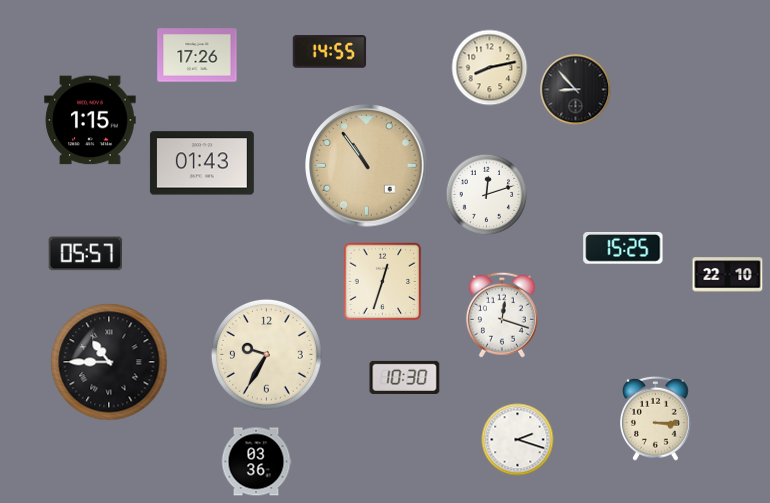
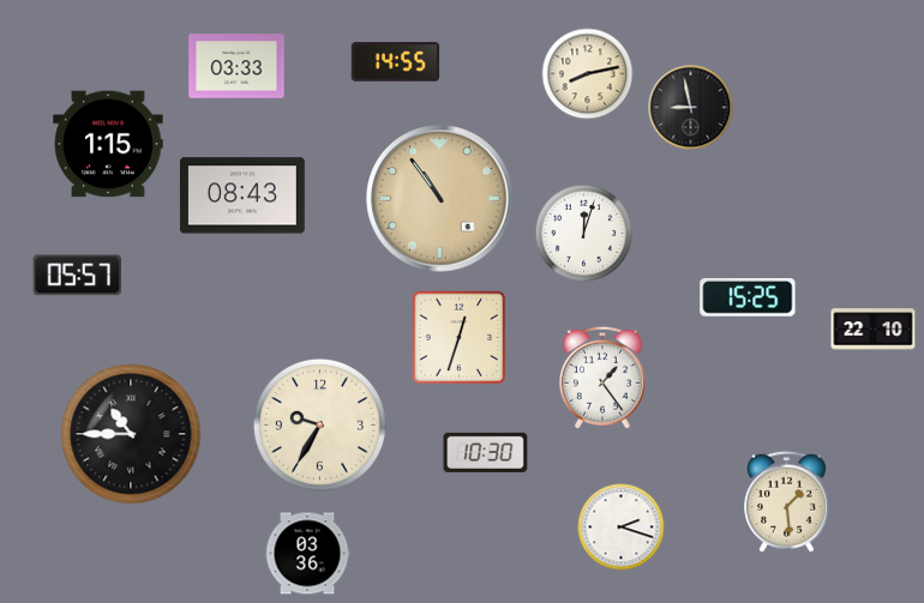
clock at (197, 55): 17:26 -> 03:33
clock at (490, 68) position: (490, 68) -> (588, 74)
clock at (576, 90): 8:53 -> 8:58
clock at (202, 163): 01:43 -> 08:43
clock at (487, 195): 12:12 -> 12:03
clock at (86, 254) position: (86, 254) -> (78, 276)
clock at (502, 315): 12:18 -> 1:24
clock at (656, 418): 3:15 -> 1:29
